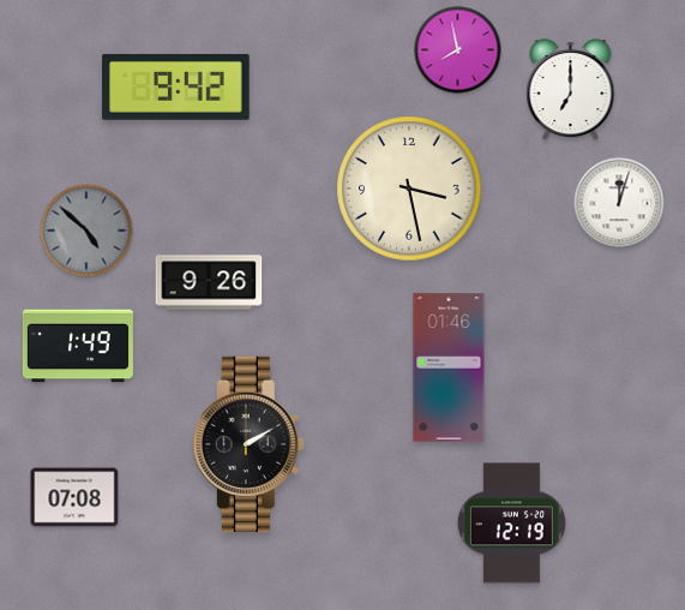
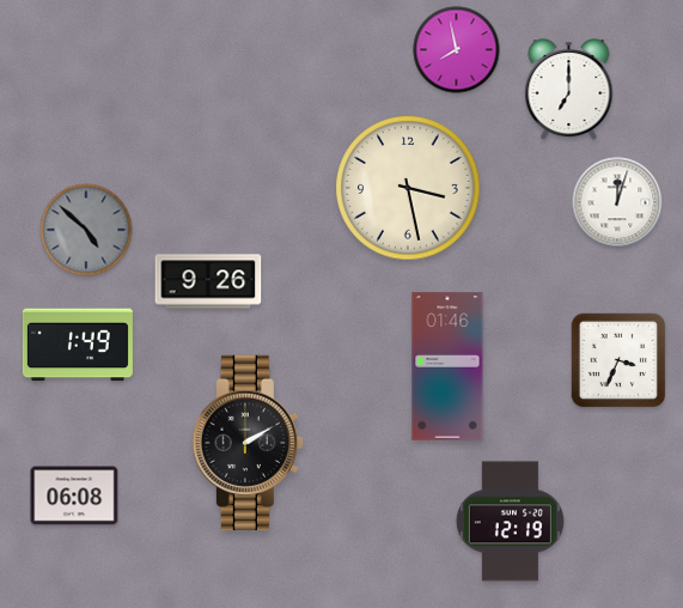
clock at (176, 86): 9:42 -> none
clock at (618, 360): none -> 3:34
clock at (74, 497): 07:08 -> 06:08
